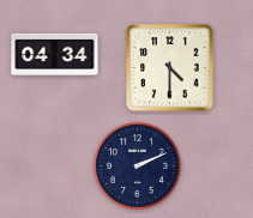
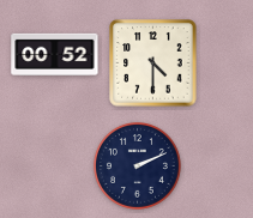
clock at (55, 54): 04:34 -> 00:52
clock at (170, 68) position: (170, 68) -> (153, 63)
